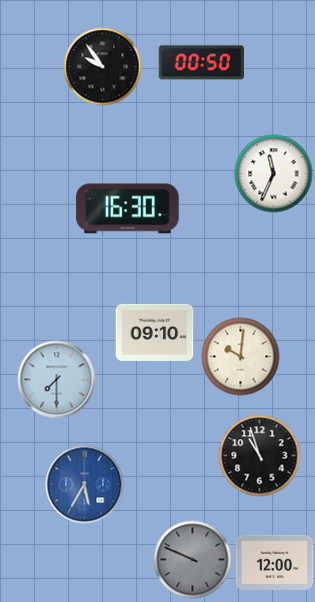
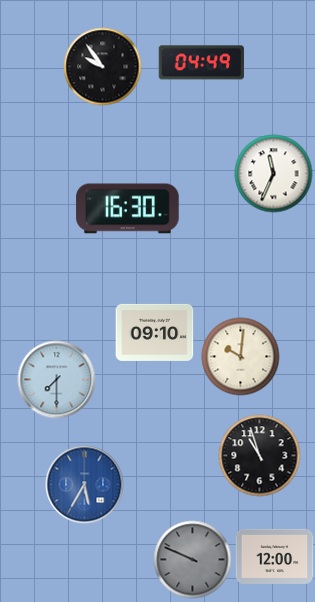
clock at (201, 63): 00:50 -> 04:49
clock at (274, 562) position: (274, 562) -> (274, 556)
